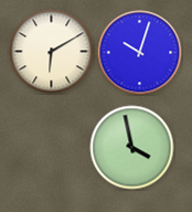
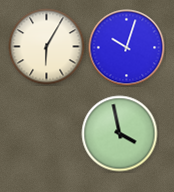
clock at (52, 52): 6:10 -> 6:05
